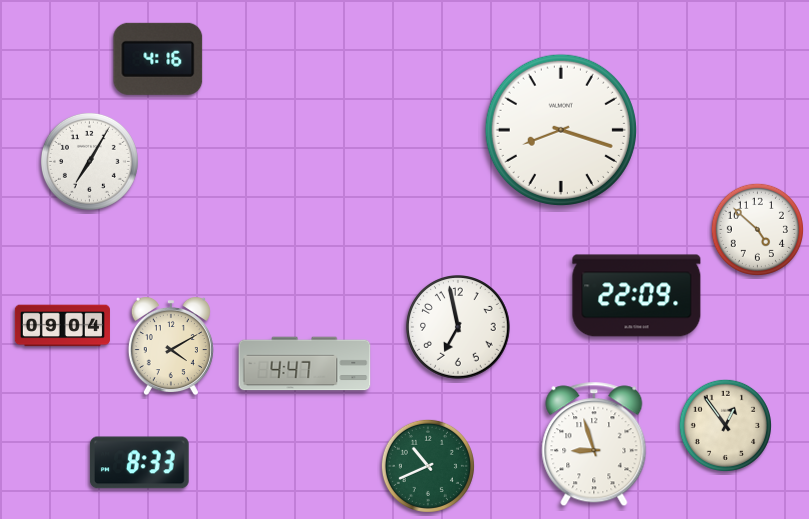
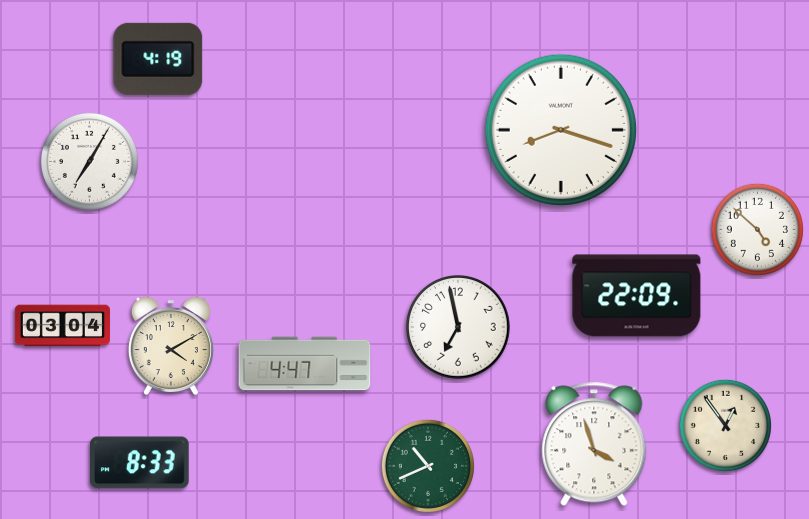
clock at (158, 59): 4:16 -> 4:19
clock at (62, 326): 09:04 -> 03:04
clock at (594, 444): 8:57 -> 3:57
